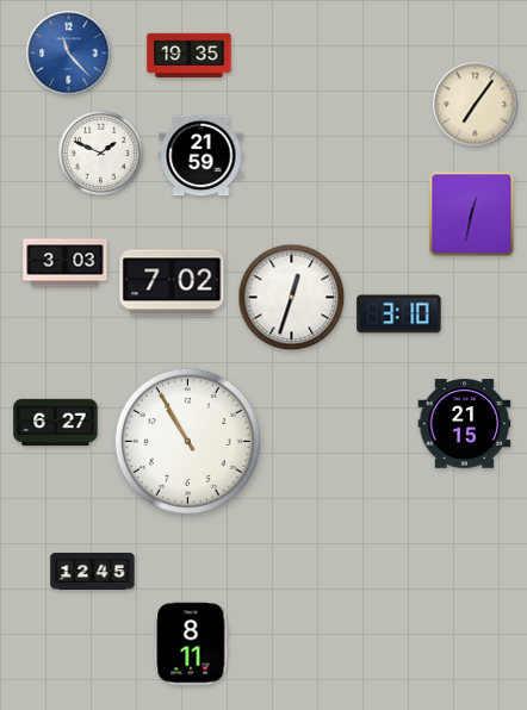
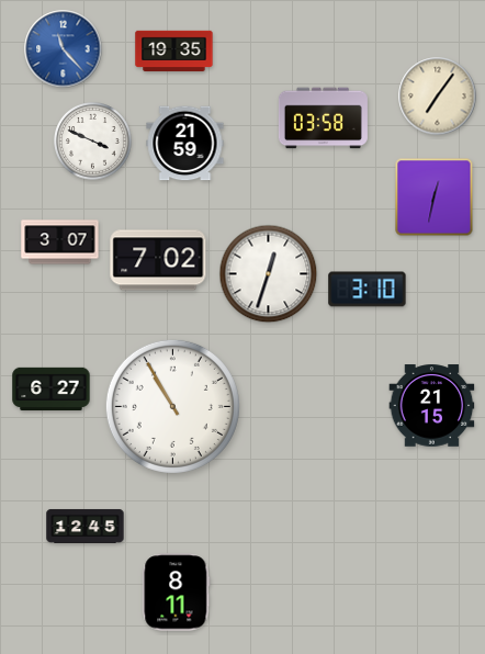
clock at (323, 119): none -> 03:58
clock at (101, 154): 1:49 -> 3:49
clock at (66, 263): 3:03 -> 3:07
clock at (465, 424) position: (465, 424) -> (432, 406)
